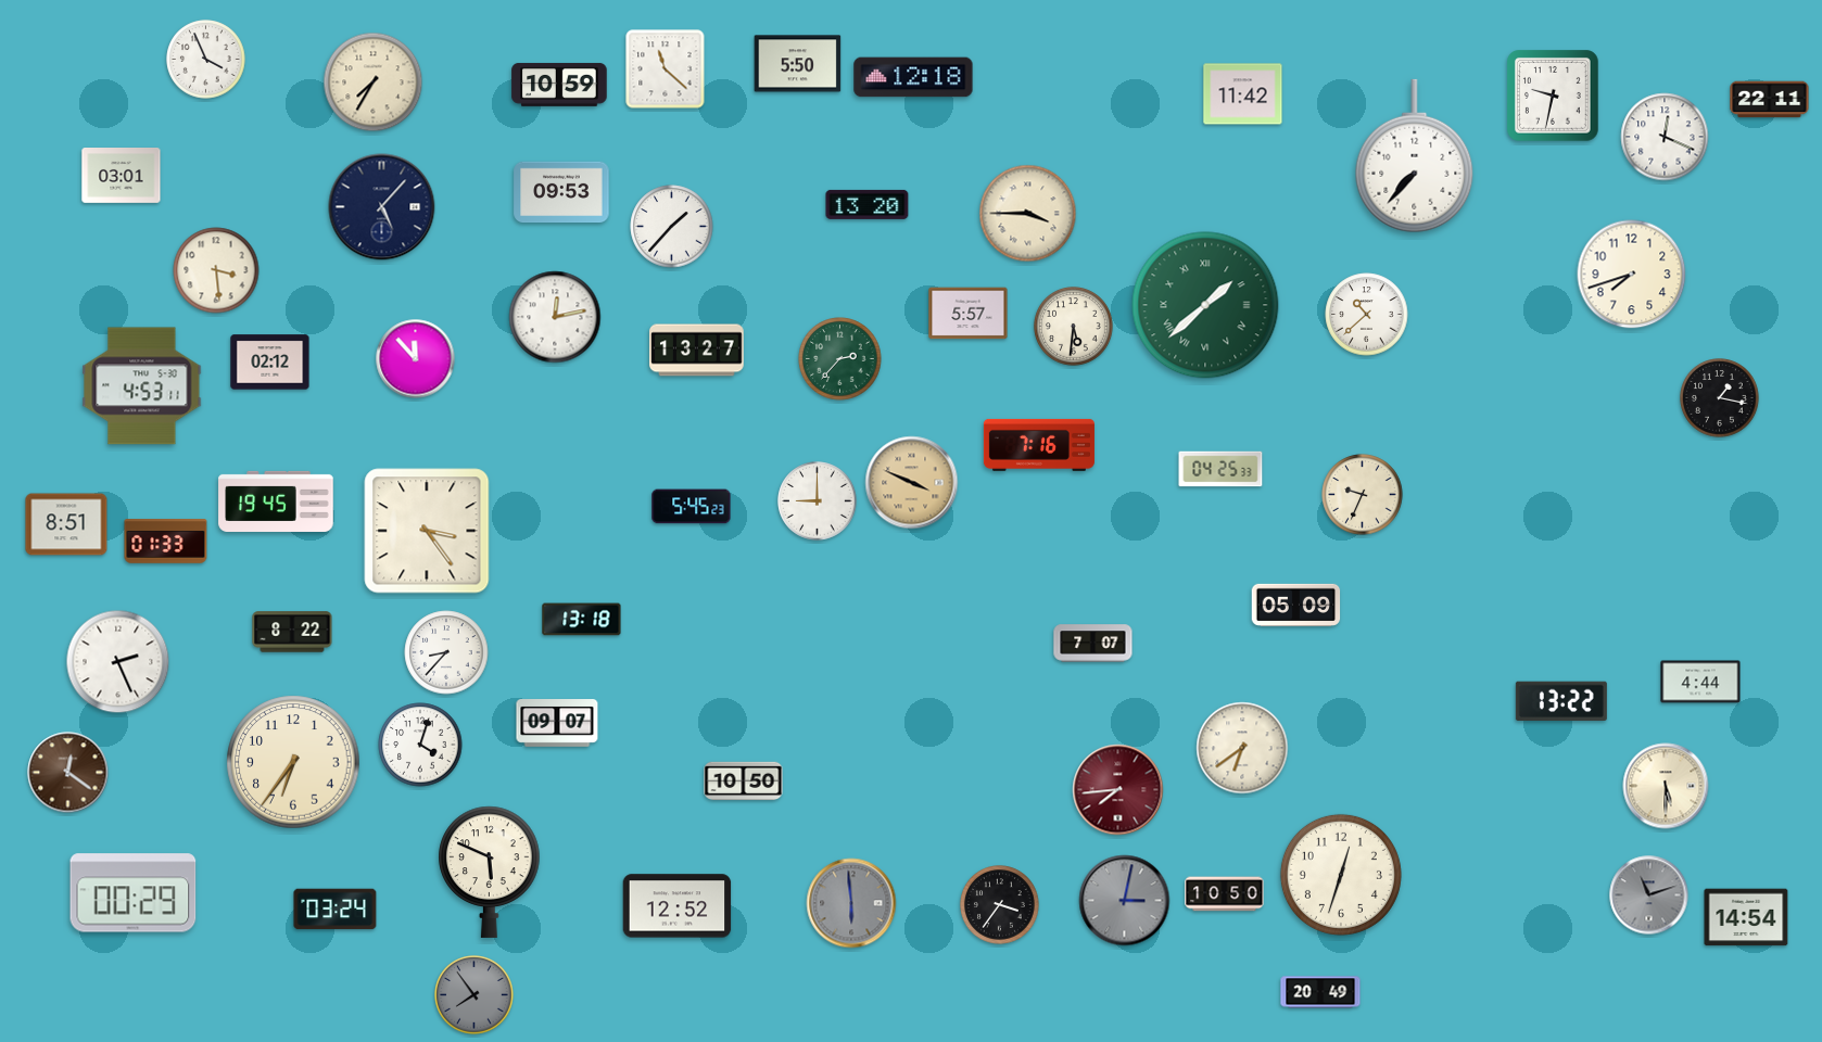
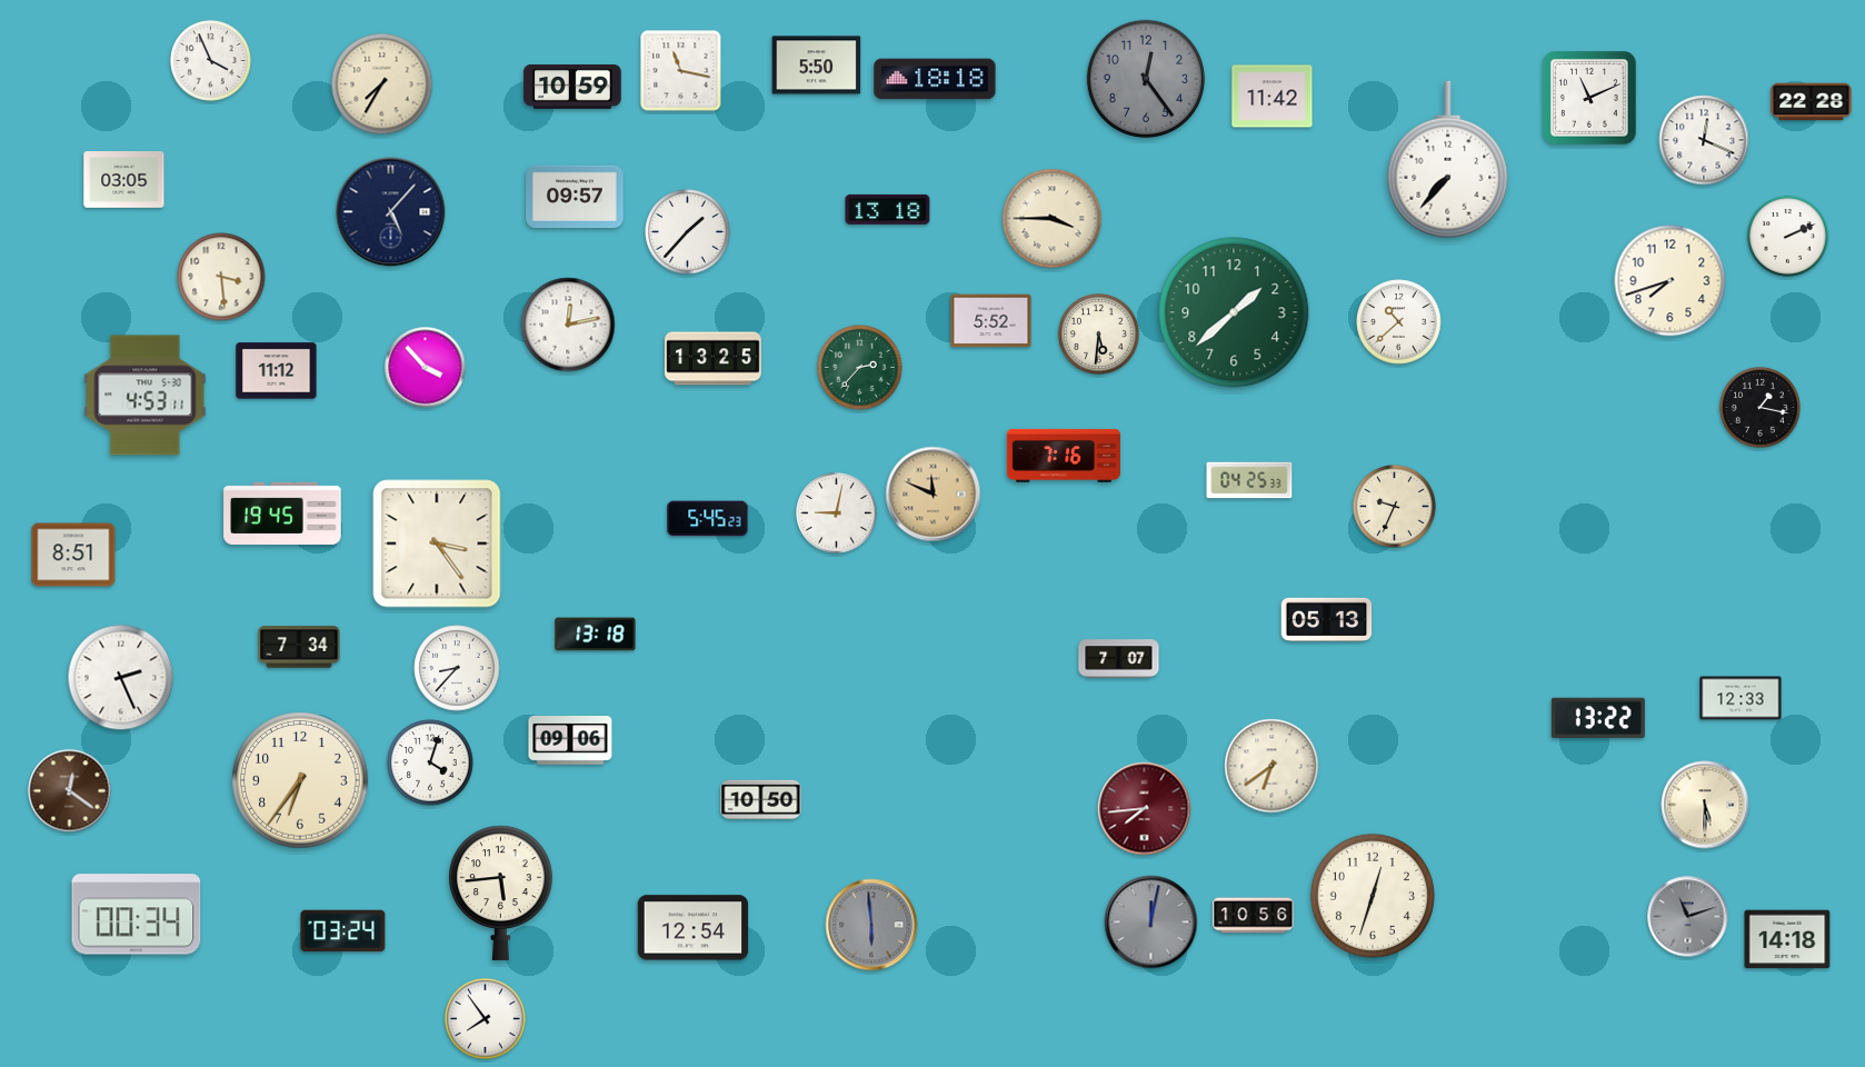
clock at (666, 69): 11:22 -> 11:17
clock at (913, 77): 12:18 -> 18:18
clock at (1146, 79): none -> 12:24
clock at (1554, 97): 9:32 -> 11:11
clock at (1770, 100): 22:11 -> 22:28
clock at (122, 176): 03:01 -> 03:05
clock at (561, 192): 09:53 -> 09:57
clock at (868, 204): 13:20 -> 13:18
clock at (1788, 237): none -> 2:11
clock at (1205, 305) numerals: Roman -> Arabic
clock at (969, 314): 5:57 -> 5:52
clock at (697, 351): 13:27 -> 13:25
clock at (416, 359): 11:53 -> 3:53
clock at (270, 363): 02:12 -> 11:12
clock at (912, 483): 3:49 -> 11:49
clock at (818, 501): 9:00 -> 9:02
clock at (66, 524) position: (66, 524) -> (73, 555)
clock at (166, 542): 01:33 -> none
clock at (1296, 605): 05:09 -> 05:13
clock at (292, 632): 8:22 -> 7:34
clock at (1700, 682): 4:44 -> 12:33
clock at (557, 724): 09:07 -> 09:06
clock at (490, 872): 5:49 -> 5:44
clock at (134, 893): 00:29 -> 00:34
clock at (1225, 894): 10:50 -> 10:56
clock at (1125, 901): 3:02 -> 12:02
clock at (1000, 905): 3:36 -> none
clock at (678, 906): 12:52 -> 12:54
clock at (1746, 917): 14:54 -> 14:18
clock at (1320, 992): 20:49 -> none
clock at (475, 995) dial: grey -> white
